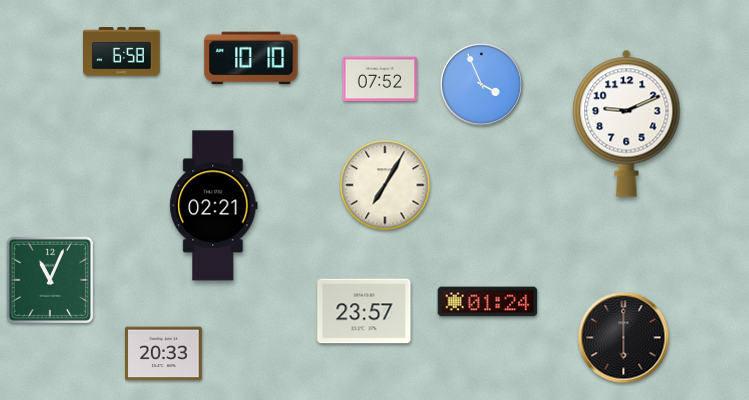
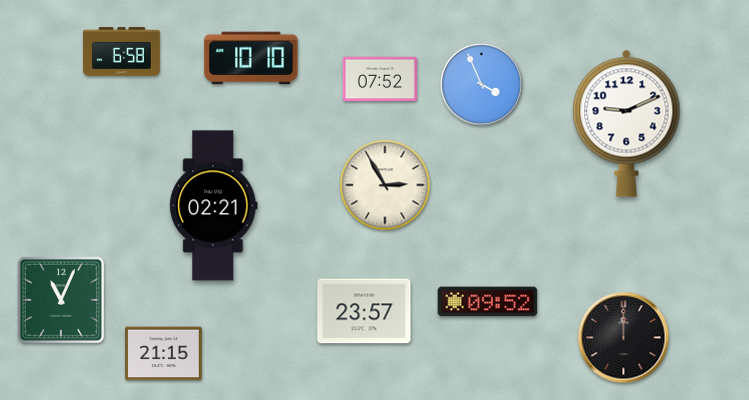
clock at (385, 185): 7:05 -> 2:55
clock at (50, 280) position: (50, 280) -> (61, 300)
clock at (488, 302): 01:24 -> 09:52
clock at (624, 338): 6:00 -> 12:00
clock at (164, 354): 20:33 -> 21:15
